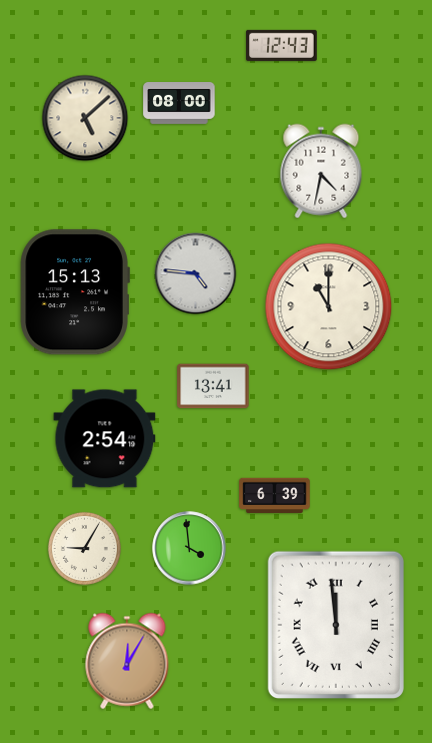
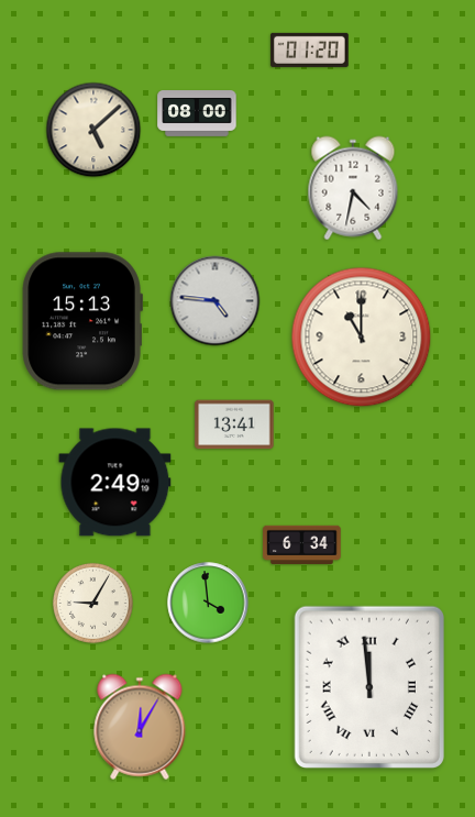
clock at (282, 45): 12:43 -> 01:20
clock at (105, 439): 2:54 -> 2:49
clock at (275, 495): 6:39 -> 6:34
